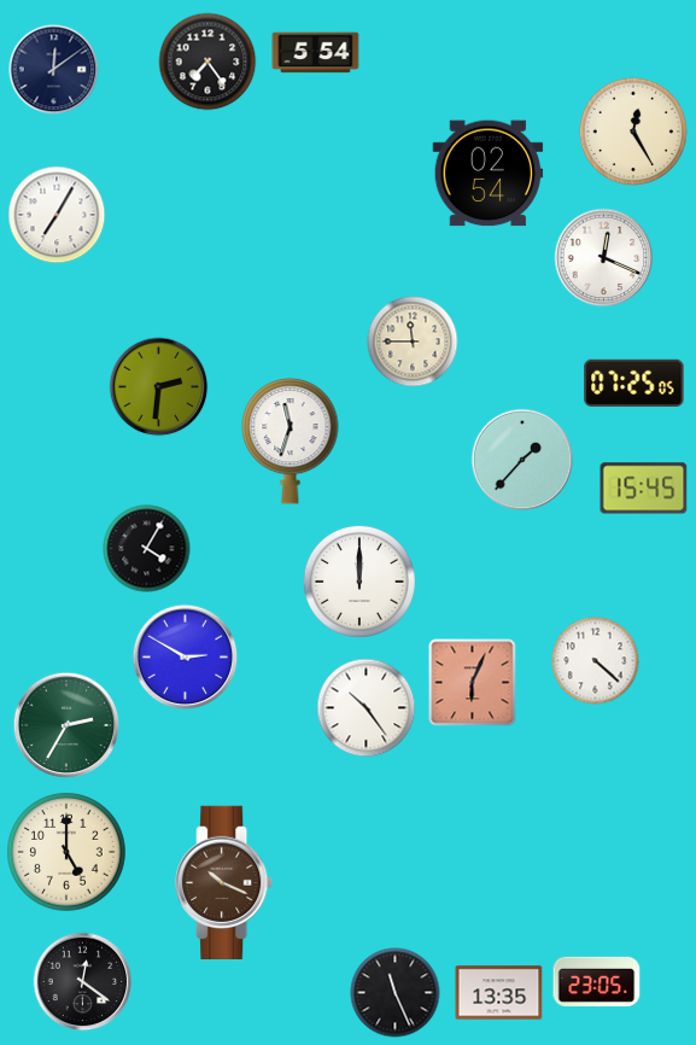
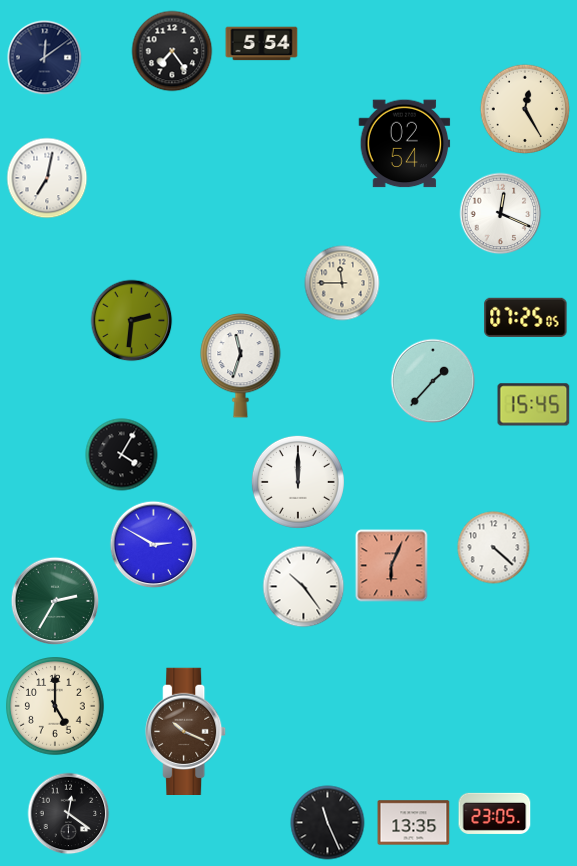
clock at (57, 215): 7:05 -> 7:02
